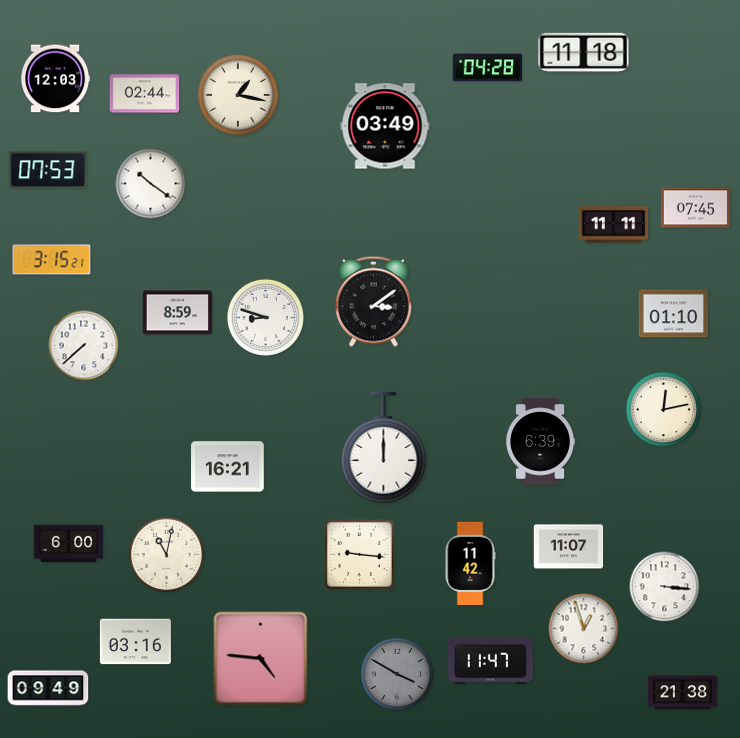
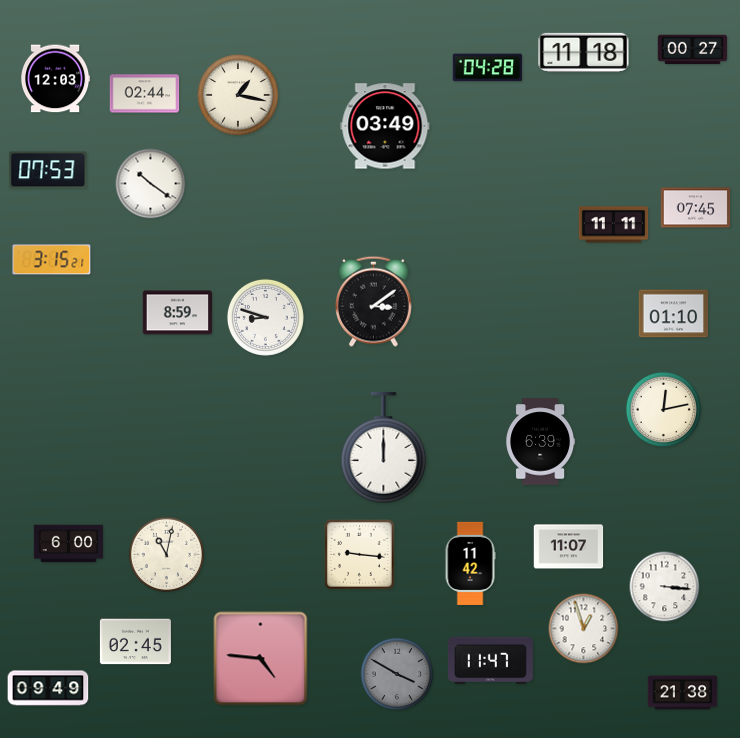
clock at (693, 50): none -> 00:27
clock at (84, 346): 7:38 -> none
clock at (228, 467): 16:21 -> none
clock at (135, 642): 03:16 -> 02:45
